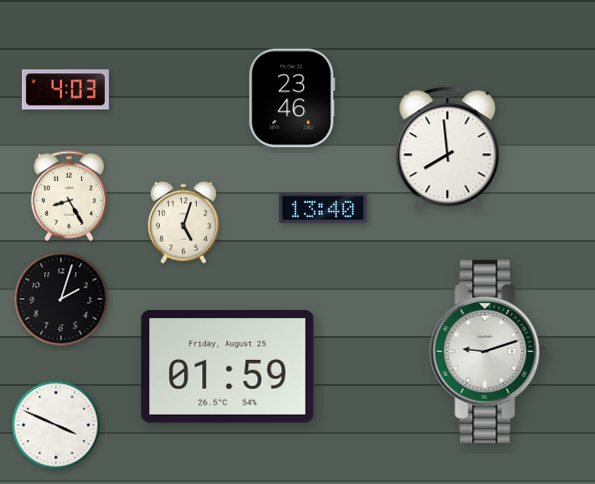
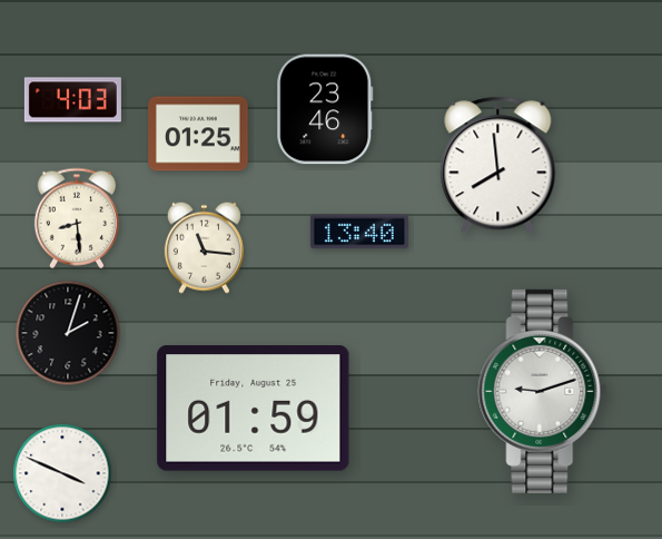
clock at (198, 134): none -> 01:25
clock at (69, 196): 8:25 -> 8:29
clock at (183, 222): 5:03 -> 11:16
